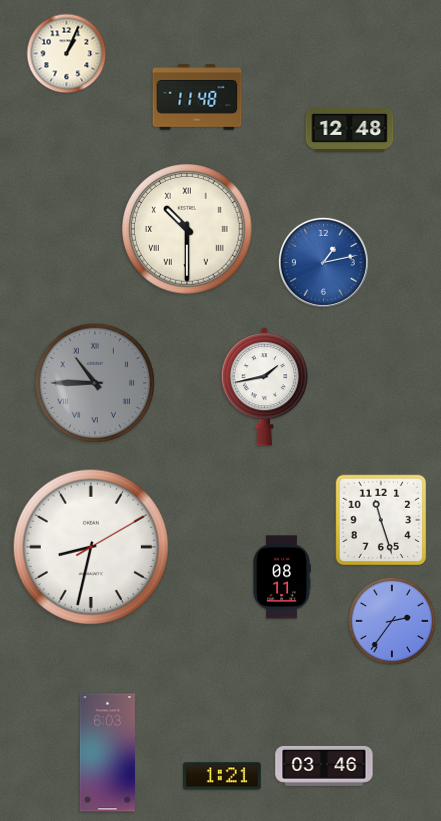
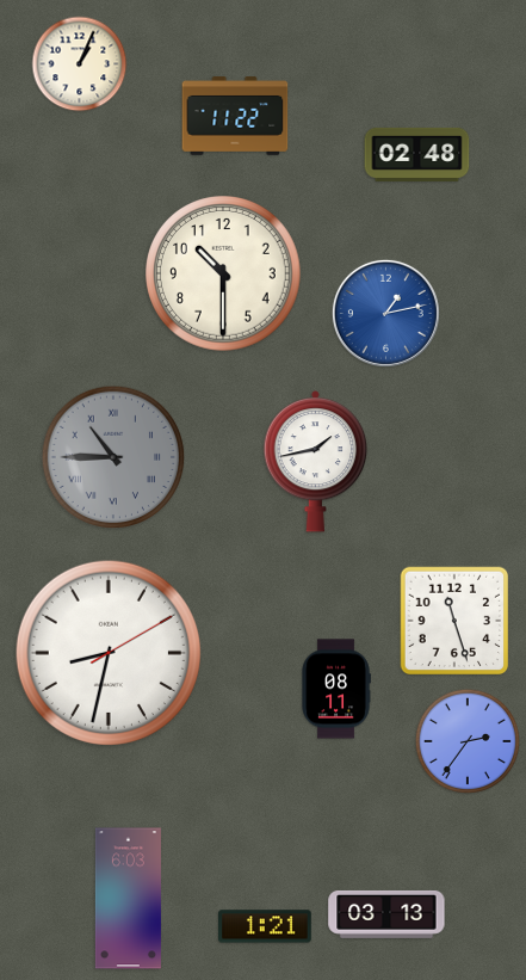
clock at (197, 97): 11:48 -> 11:22
clock at (350, 129): 12:48 -> 02:48
clock at (188, 230) numerals: Roman -> Arabic
clock at (324, 766): 03:46 -> 03:13
